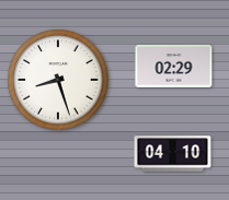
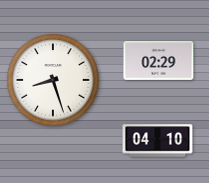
clock at (58, 80) position: (58, 80) -> (53, 80)
